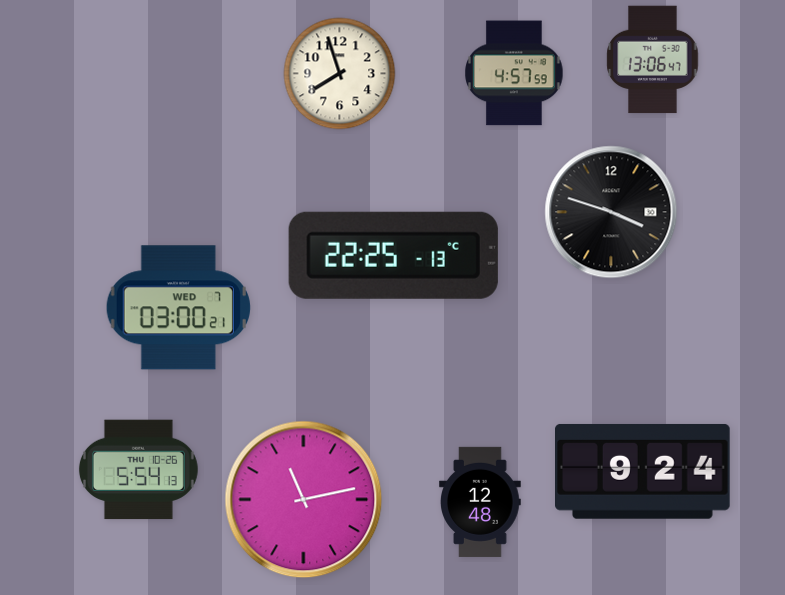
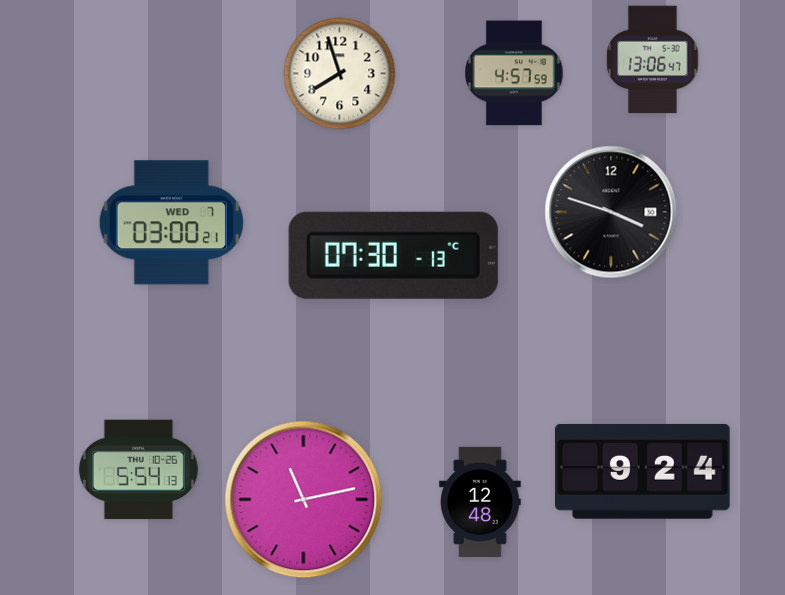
clock at (393, 255): 22:25 -> 07:30
clock at (178, 308) position: (178, 308) -> (171, 223)
